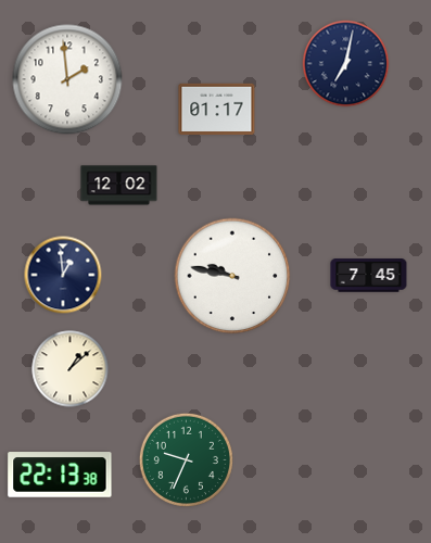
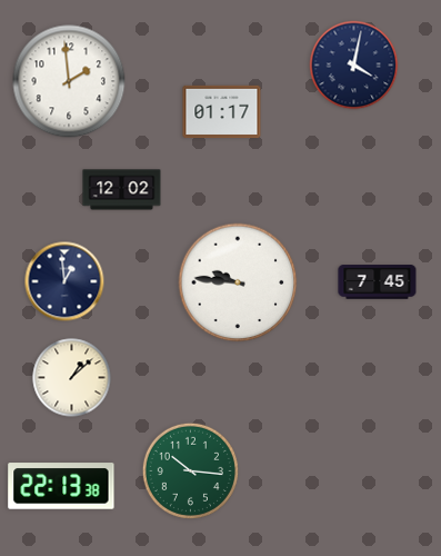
clock at (346, 64): 7:02 -> 4:02
clock at (232, 276): 9:47 -> 9:46
clock at (186, 459): 9:34 -> 10:16
